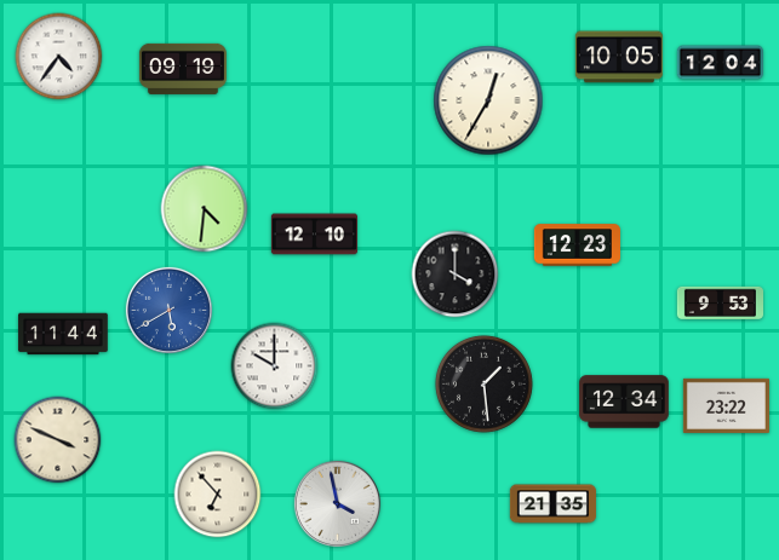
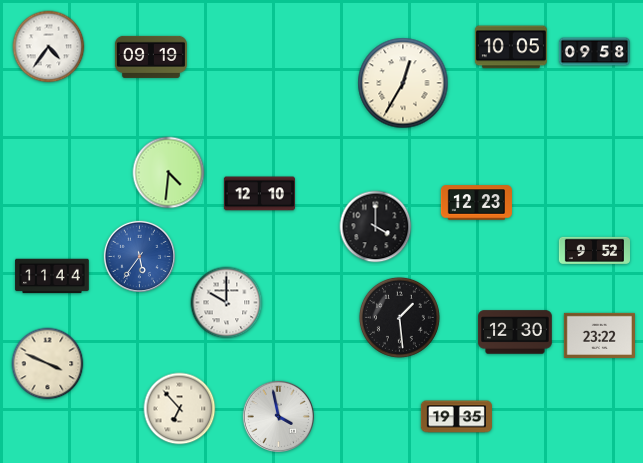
clock at (720, 63): 12:04 -> 09:58
clock at (720, 302): 9:53 -> 9:52
clock at (168, 310): 5:40 -> 5:36
clock at (624, 402): 12:34 -> 12:30
clock at (552, 504): 21:35 -> 19:35
